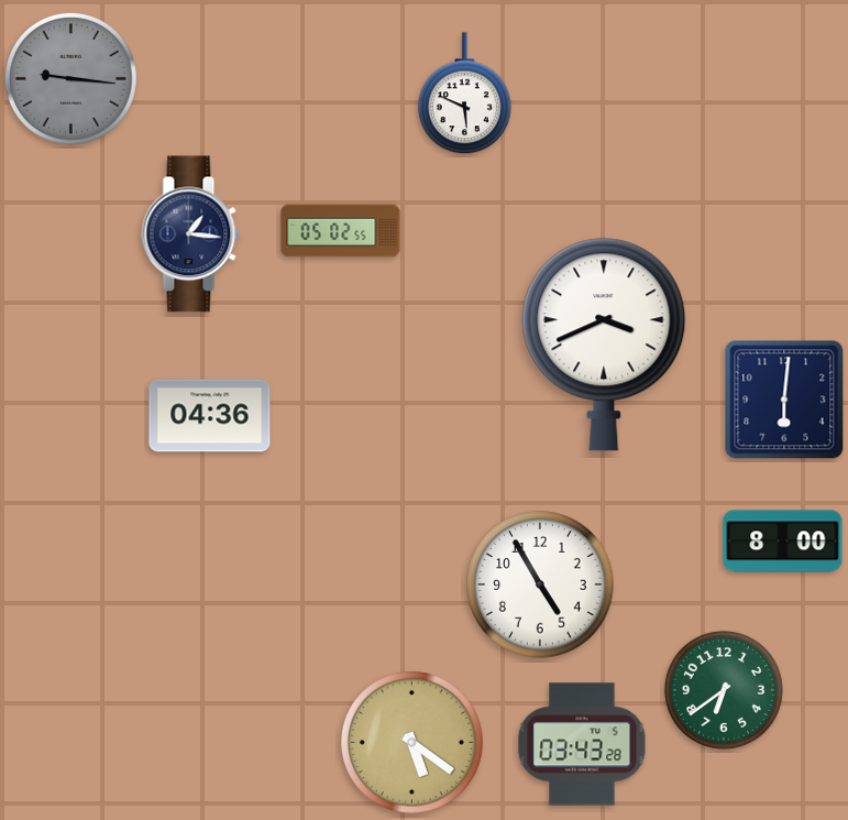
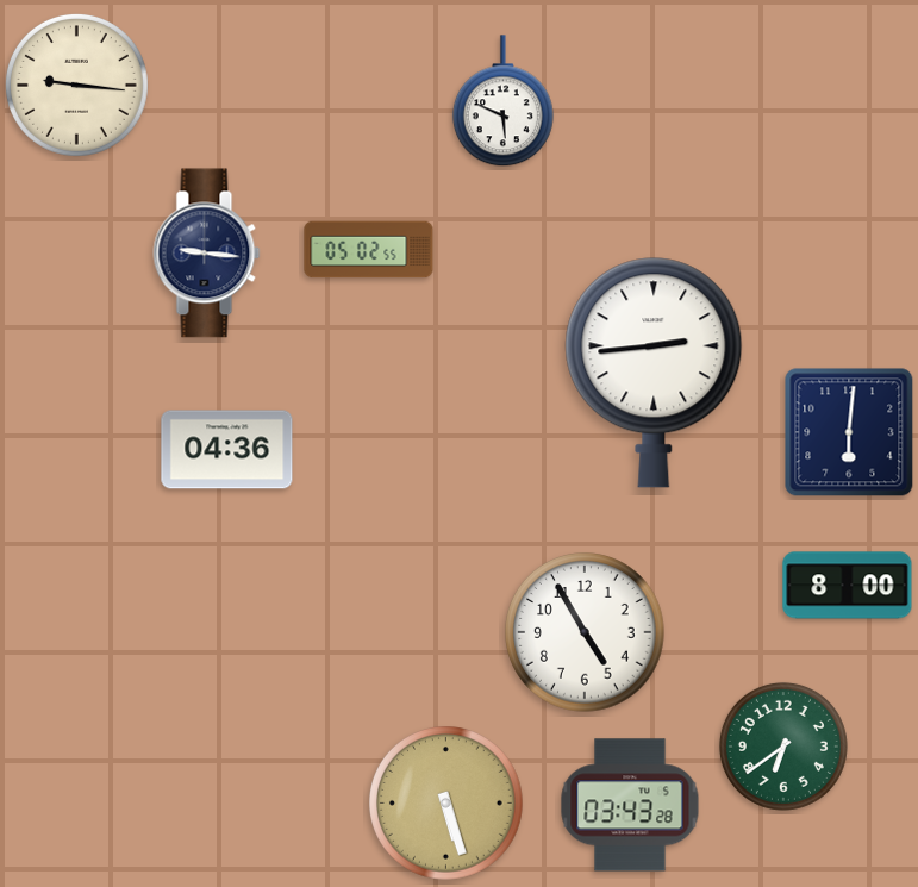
clock at (70, 78) dial: grey -> cream
clock at (191, 234): 1:16 -> 9:16
clock at (604, 345): 3:41 -> 2:44
clock at (412, 743): 5:21 -> 5:27
